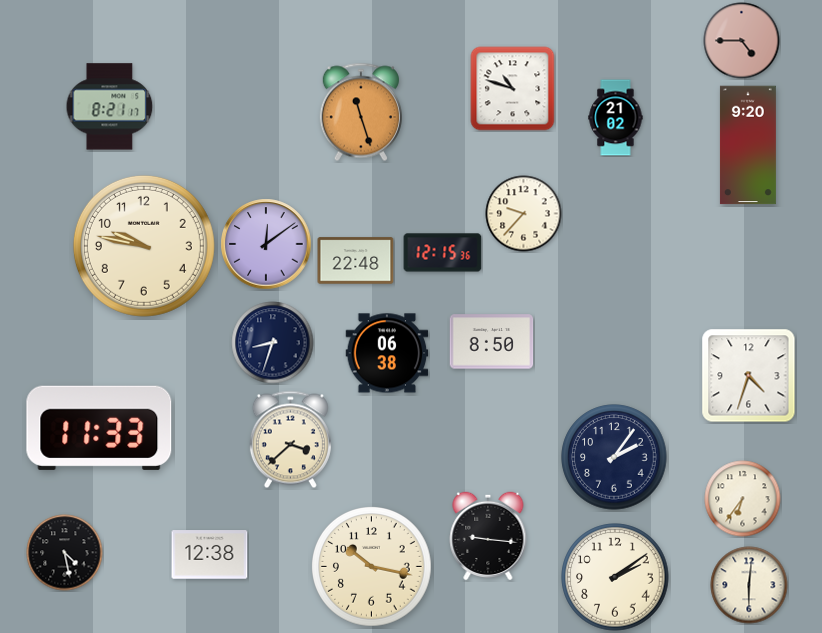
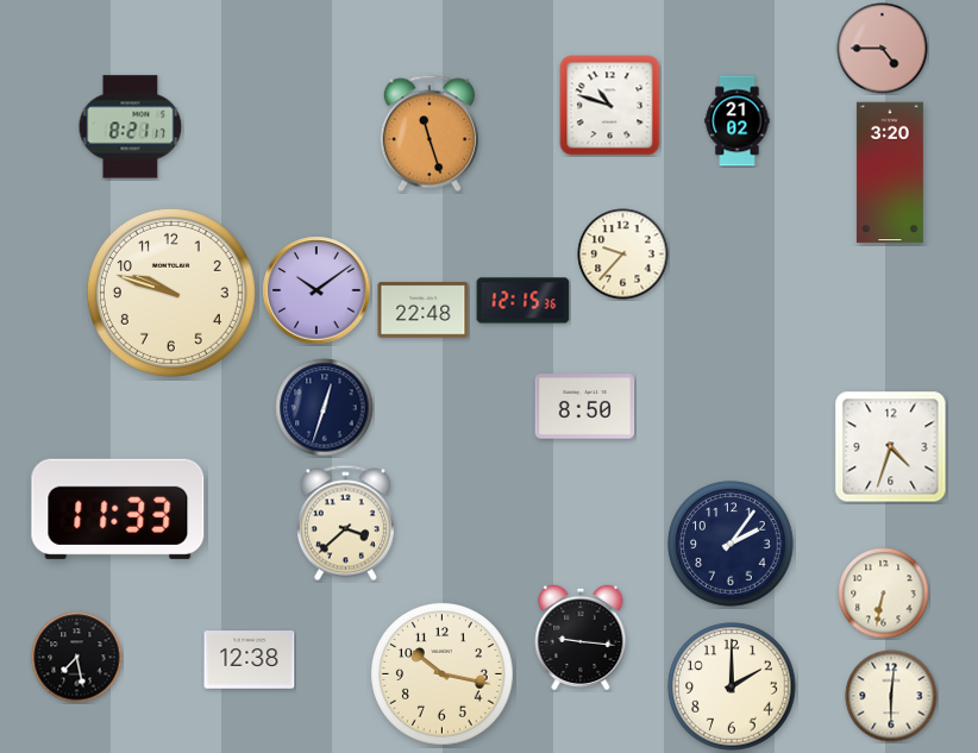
clock at (616, 118) position: (616, 118) -> (738, 121)
clock at (748, 145): 9:20 -> 3:20
clock at (266, 244): 12:09 -> 10:09
clock at (144, 246): 9:47 -> 9:48
clock at (443, 253) position: (443, 253) -> (524, 301)
clock at (273, 343): 8:33 -> 12:33
clock at (387, 353): 06:38 -> none
clock at (743, 499): 6:36 -> 6:32
clock at (65, 553): 4:28 -> 7:28
clock at (615, 577): 2:09 -> 2:00
